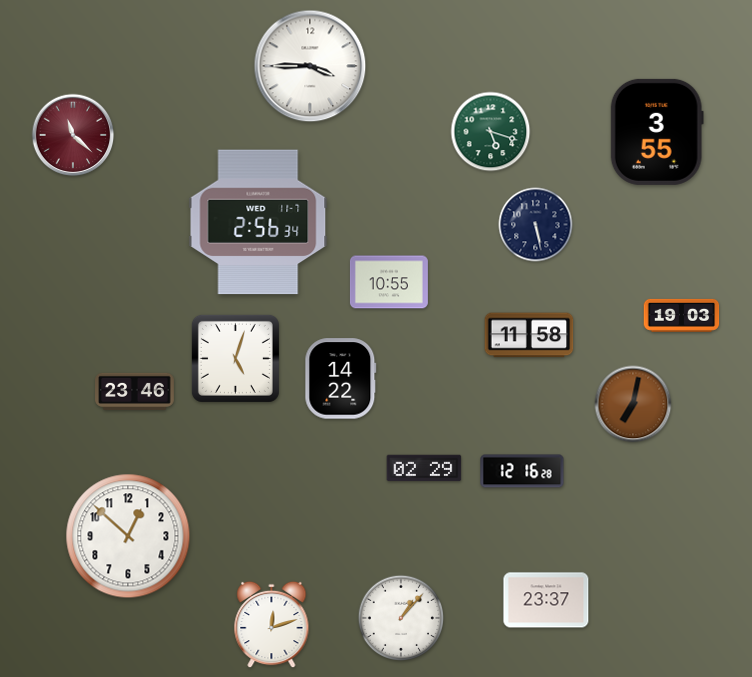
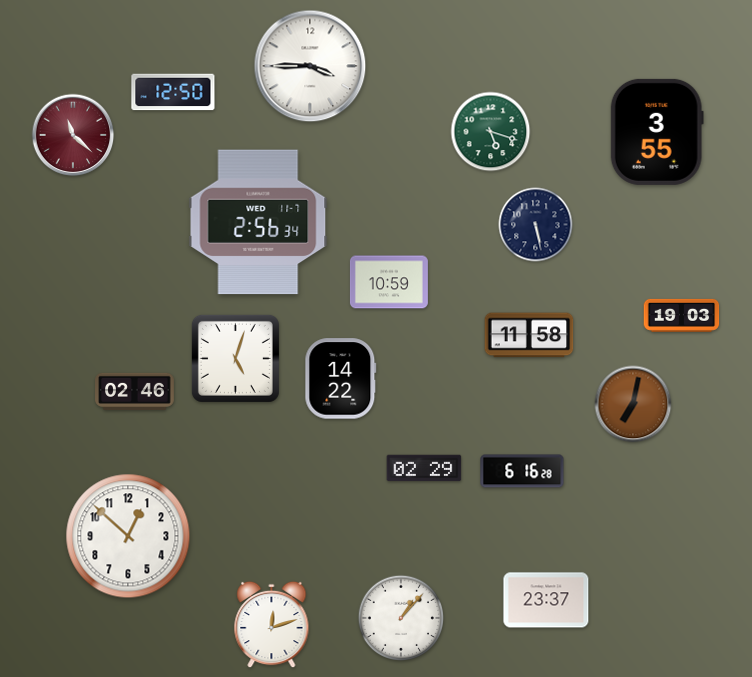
clock at (173, 92): none -> 12:50
clock at (389, 282): 10:55 -> 10:59
clock at (135, 391): 23:46 -> 02:46
clock at (522, 471): 12:16 -> 6:16
